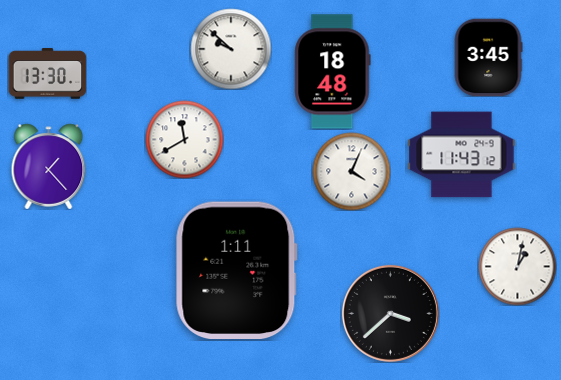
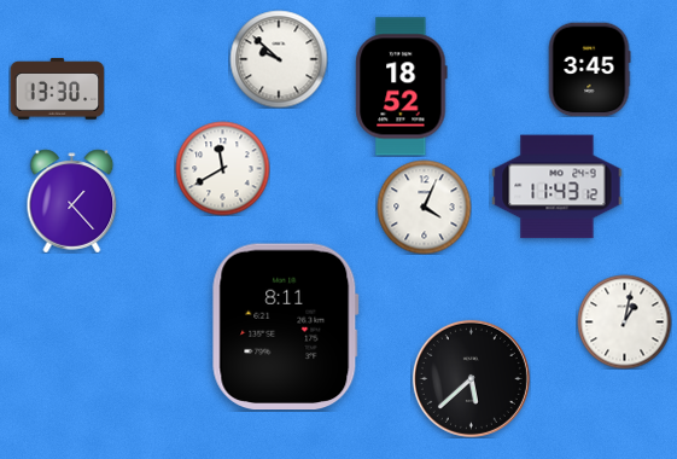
clock at (333, 72): 18:48 -> 18:52
clock at (49, 166) position: (49, 166) -> (72, 201)
clock at (236, 271): 1:11 -> 8:11
clock at (390, 313): 3:38 -> 5:38
